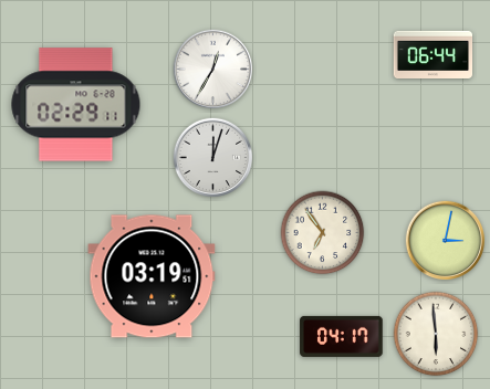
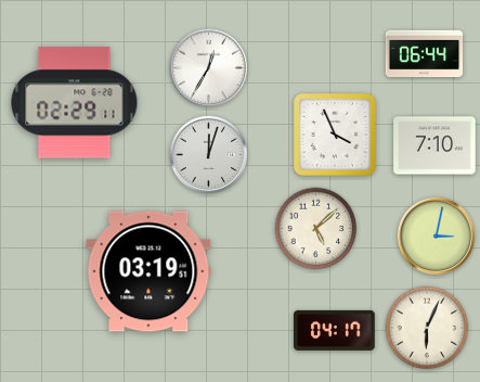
clock at (335, 135): none -> 3:56
clock at (434, 145): none -> 7:10
clock at (323, 233): 6:54 -> 5:08
clock at (436, 334): 5:59 -> 6:04
